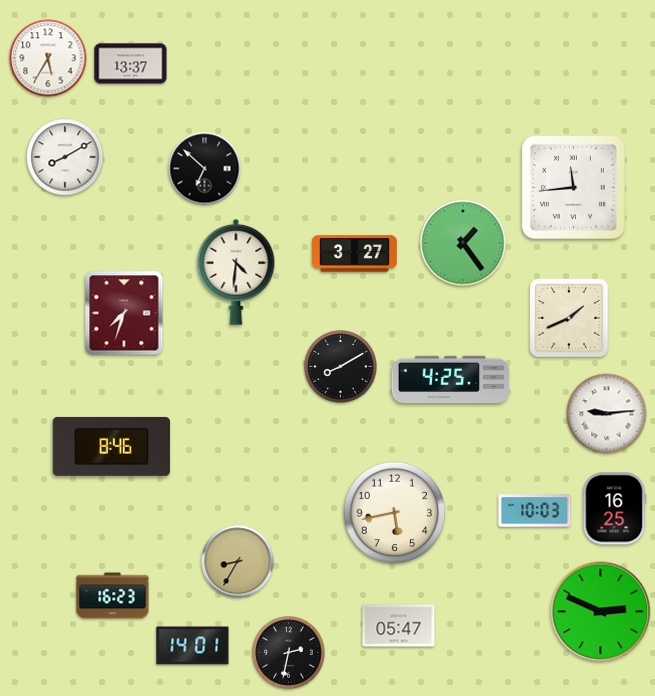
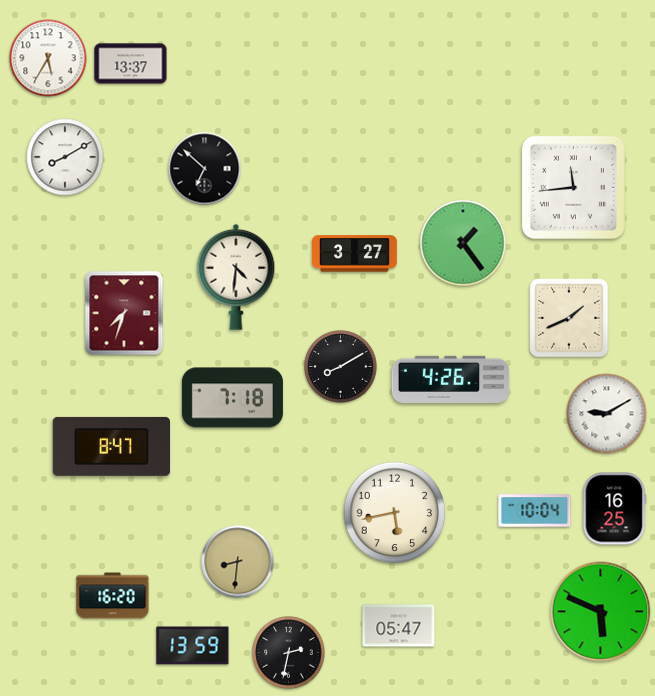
clock at (236, 272) position: (236, 272) -> (236, 277)
clock at (451, 379): 4:25 -> 4:26
clock at (232, 398): none -> 7:18
clock at (607, 414): 9:14 -> 9:10
clock at (111, 446): 8:46 -> 8:47
clock at (535, 511): 10:03 -> 10:04
clock at (238, 562): 8:35 -> 8:31
clock at (113, 596): 16:23 -> 16:20
clock at (601, 612): 2:49 -> 5:49
clock at (193, 646): 14:01 -> 13:59
